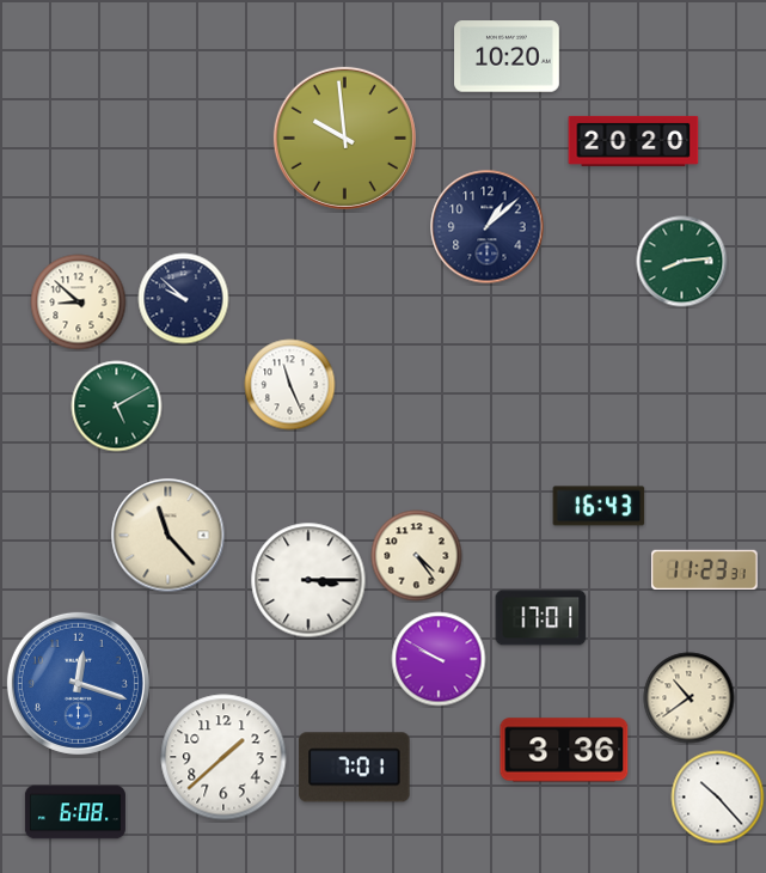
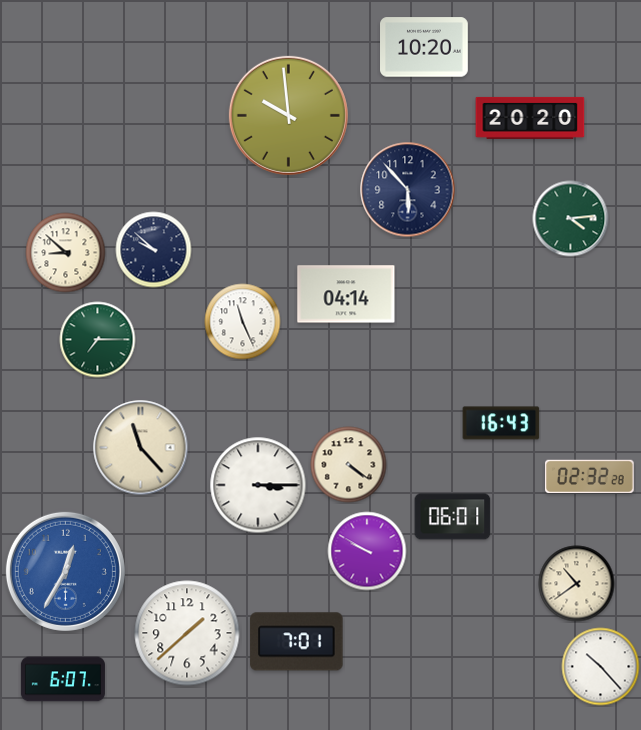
clock at (488, 227): 1:08 -> 5:53
clock at (682, 262): 8:14 -> 4:14
clock at (346, 294): none -> 04:14
clock at (117, 407): 5:10 -> 7:15
clock at (417, 556): 4:24 -> 4:21
clock at (705, 570): 11:23 -> 02:32
clock at (541, 618): 17:01 -> 06:01
clock at (78, 683): 12:18 -> 12:35
clock at (564, 750): 3:36 -> none
clock at (75, 812): 6:08 -> 6:07
